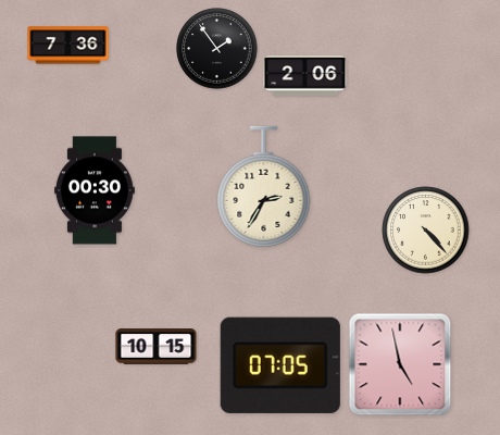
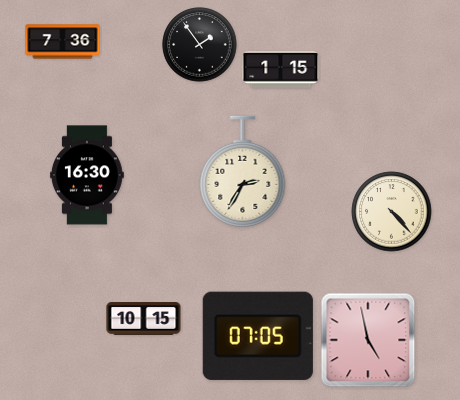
clock at (305, 76): 2:06 -> 1:15
clock at (95, 190): 00:30 -> 16:30
clock at (400, 364) position: (400, 364) -> (368, 340)
